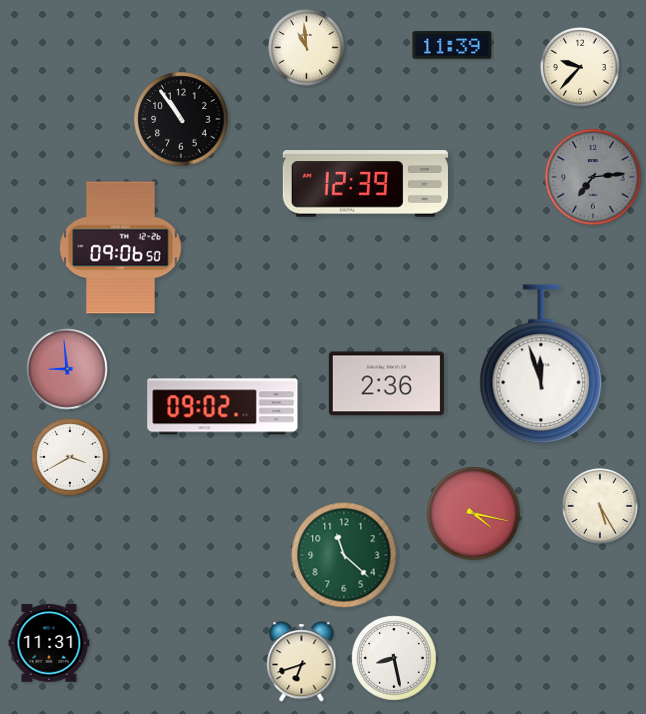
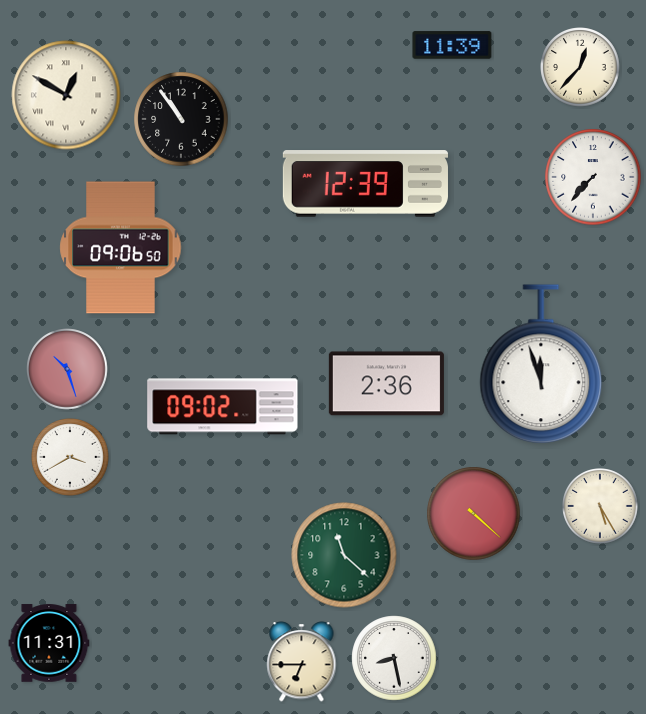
clock at (307, 48): 10:59 -> none
clock at (580, 67): 9:37 -> 12:37
clock at (66, 95): none -> 12:50
clock at (593, 177): 7:14 -> 7:37
clock at (593, 177) dial: grey -> white
clock at (67, 369): 8:59 -> 10:27
clock at (474, 514): 4:17 -> 4:22
clock at (302, 662): 6:42 -> 6:45
